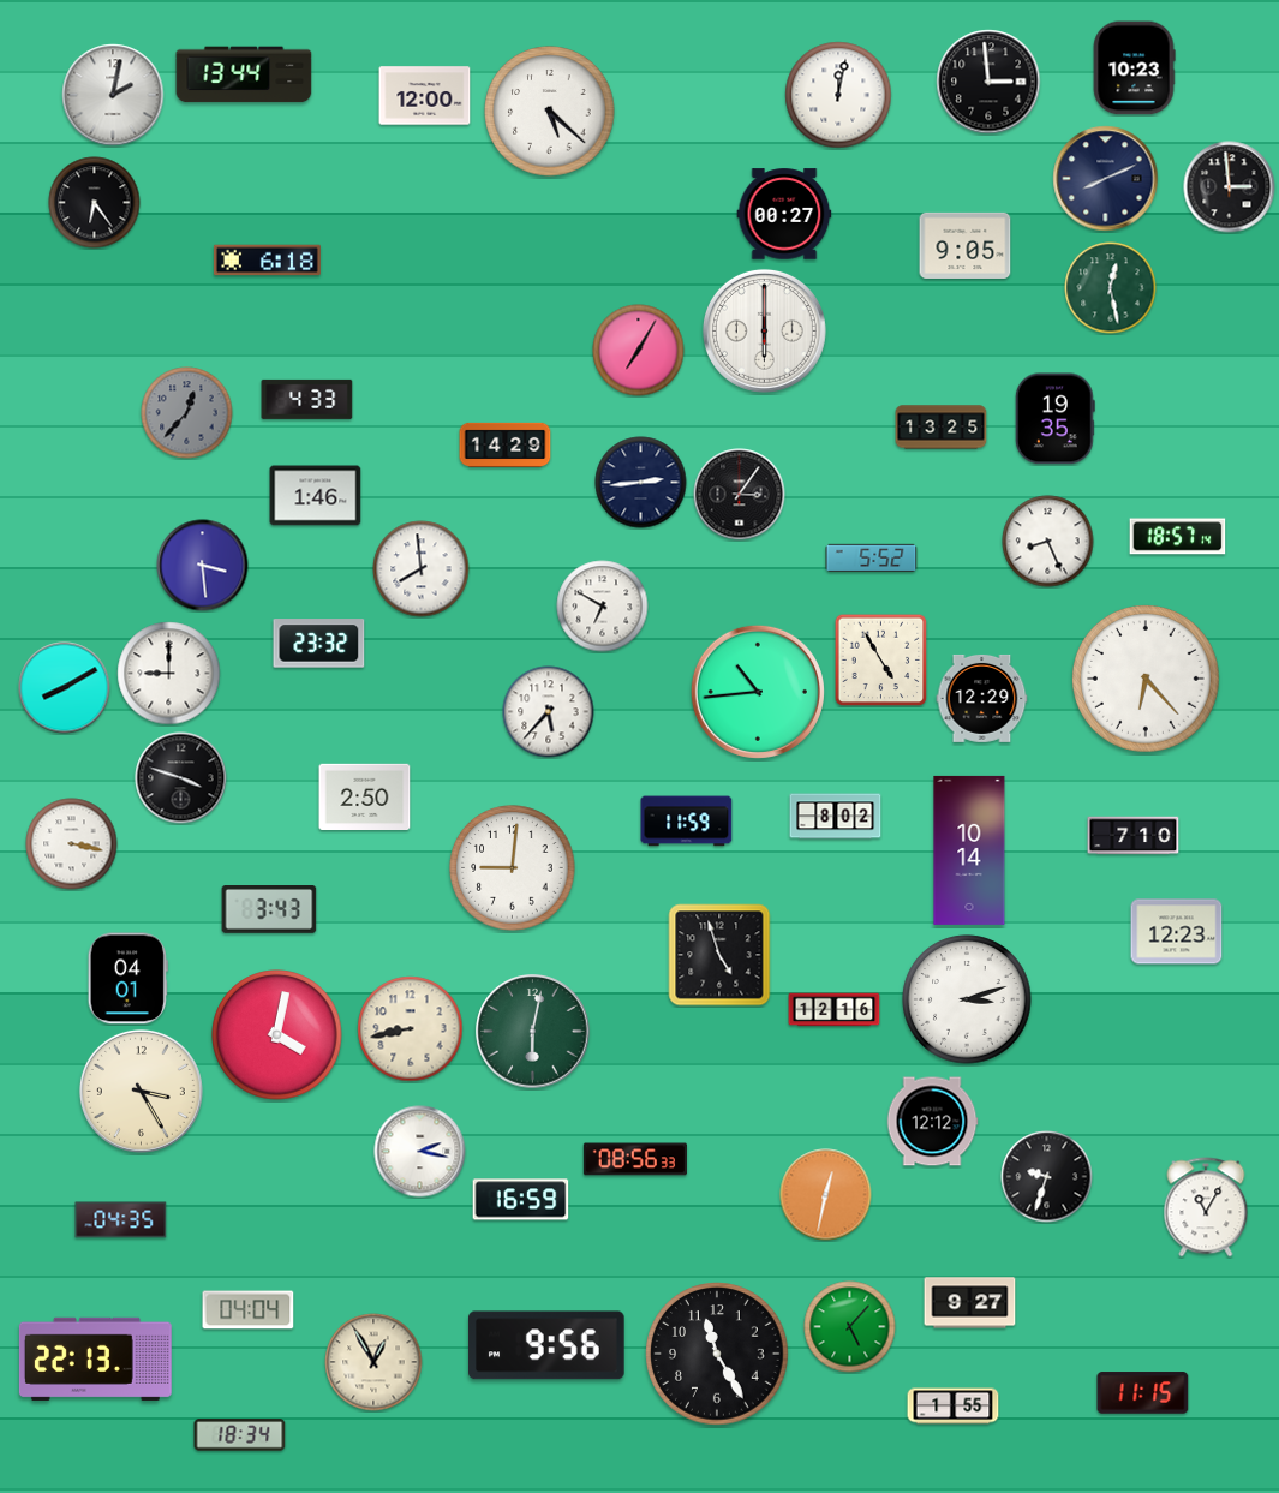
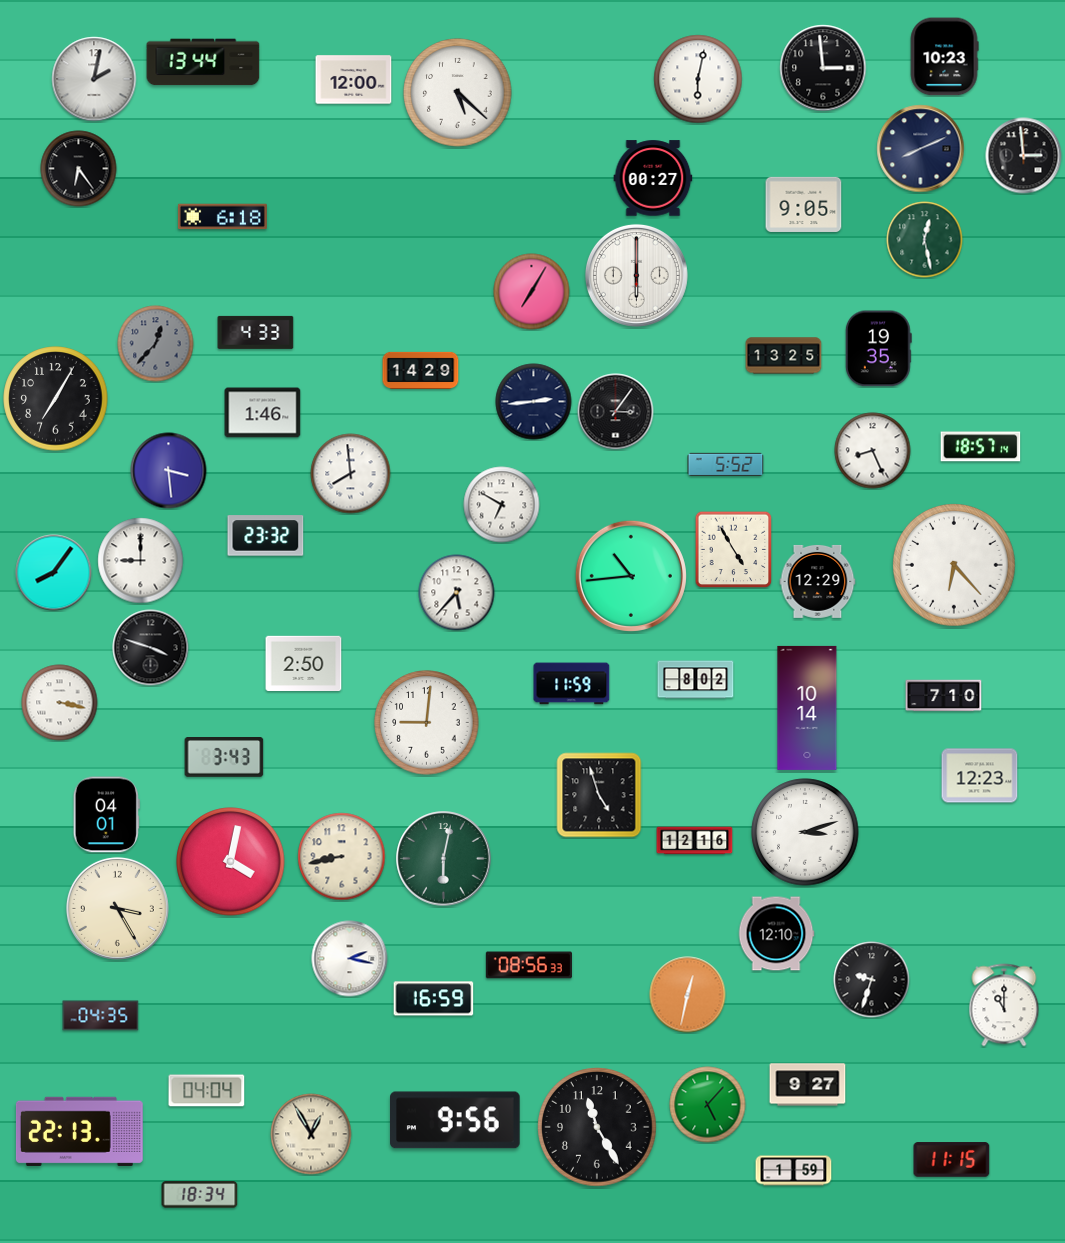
clock at (838, 95): 12:02 -> 6:02
clock at (56, 399): none -> 7:05
clock at (65, 688): 8:10 -> 8:06
clock at (932, 1122): 12:12 -> 12:10
clock at (1206, 1207): 11:05 -> 11:00
clock at (954, 1407): 1:55 -> 1:59
